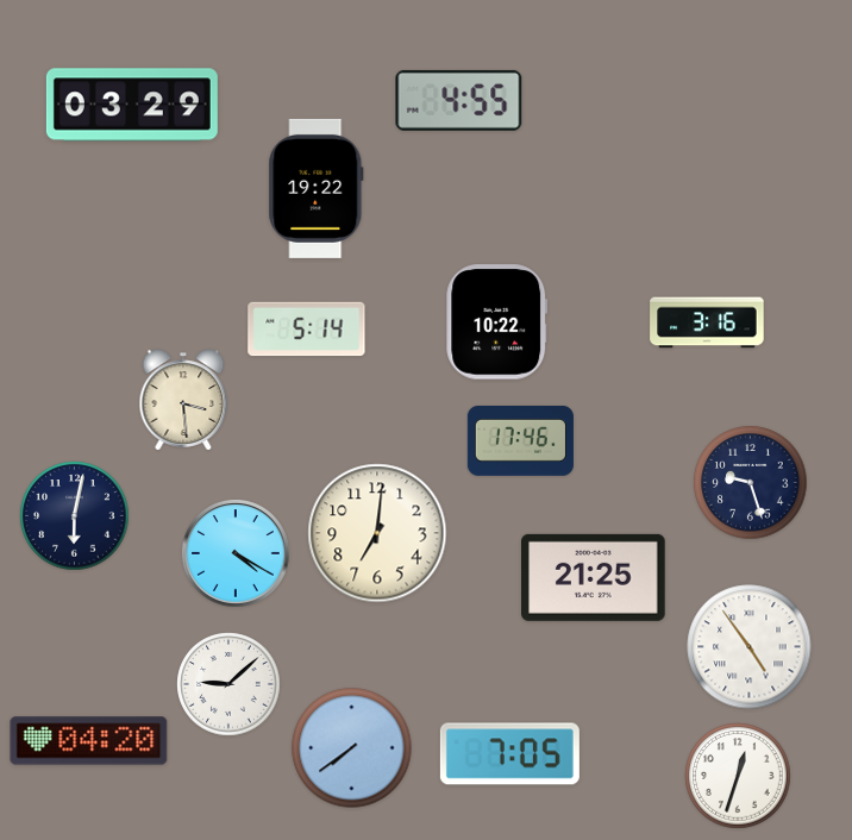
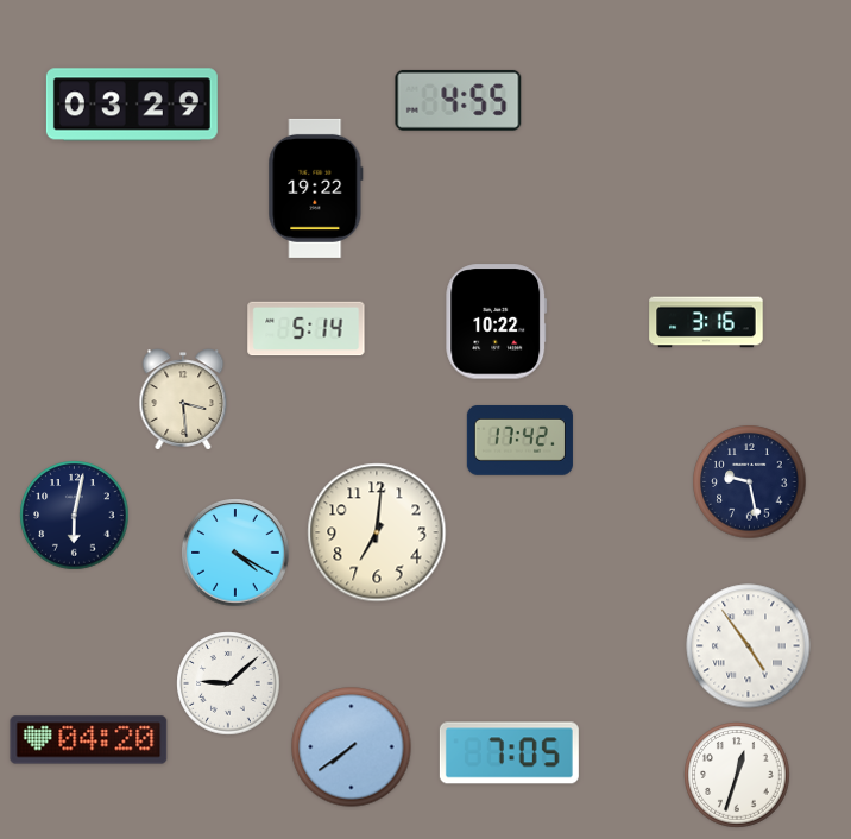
clock at (520, 440): 17:46 -> 17:42
clock at (751, 483): 9:27 -> 9:28
clock at (594, 577): 21:25 -> none
